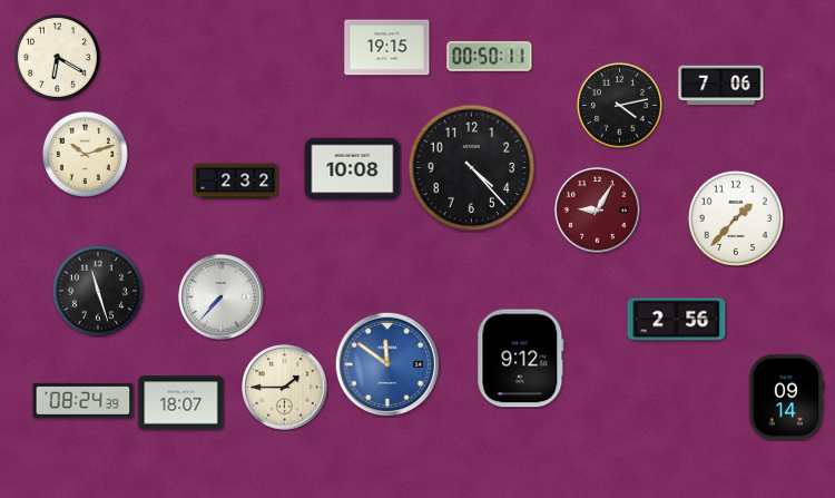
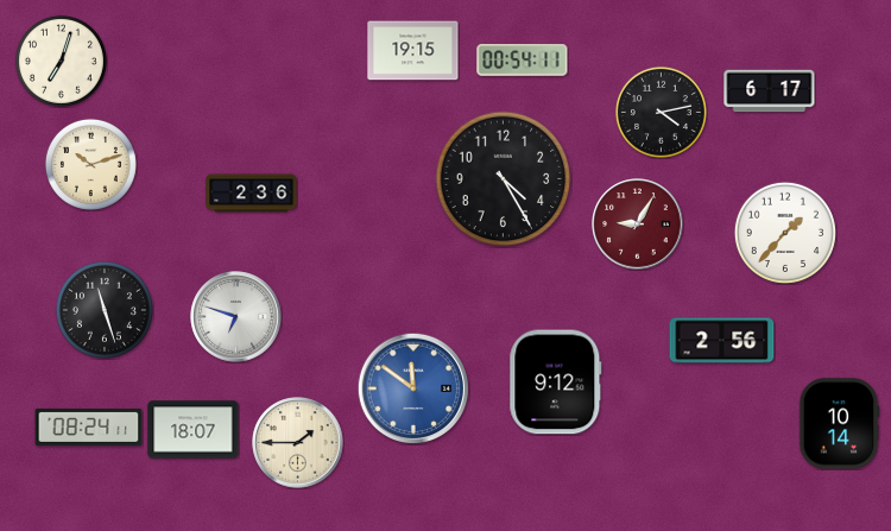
clock at (57, 57): 6:20 -> 7:03
clock at (490, 57): 00:50 -> 00:54
clock at (721, 86): 7:06 -> 6:17
clock at (472, 168): 4:23 -> 4:25
clock at (353, 169): 10:08 -> none
clock at (236, 182): 2:32 -> 2:36
clock at (222, 297): 7:37 -> 6:48
clock at (285, 388) position: (285, 388) -> (298, 443)
clock at (786, 398): 09:14 -> 10:14
clock at (83, 400): 08:24:39 -> 08:24:11
